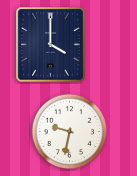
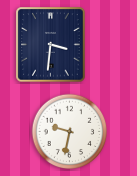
clock at (51, 45): 4:00 -> 3:31
